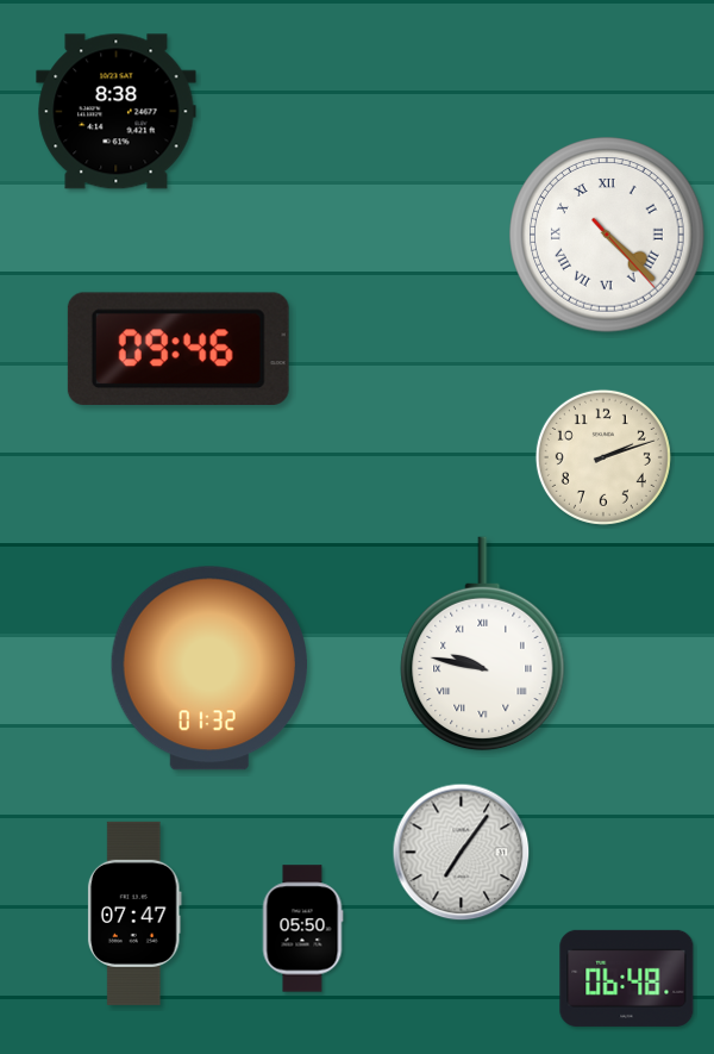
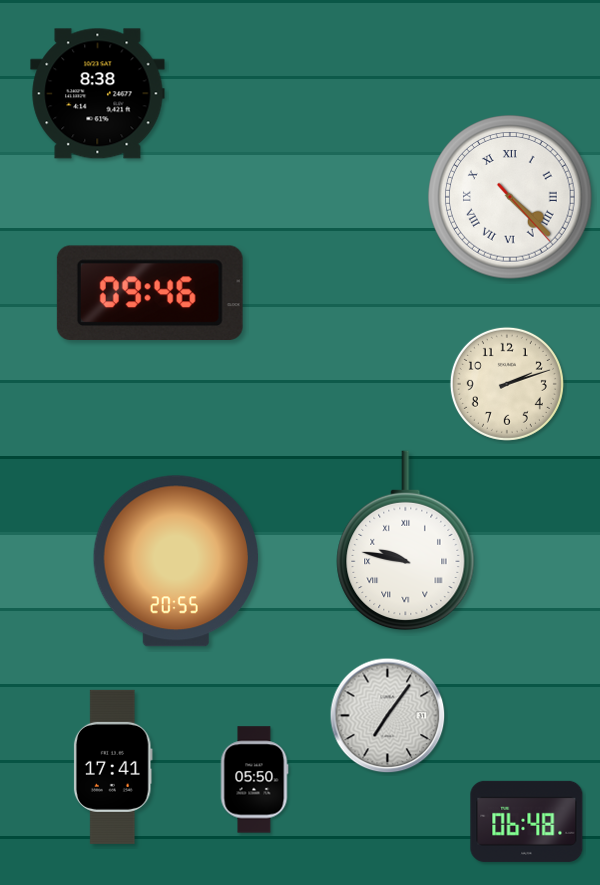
clock at (208, 668): 01:32 -> 20:55
clock at (134, 913): 07:47 -> 17:41
